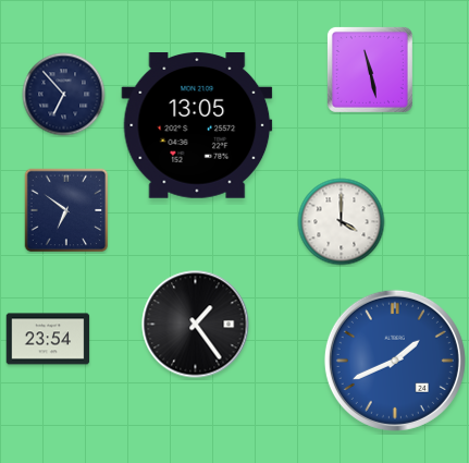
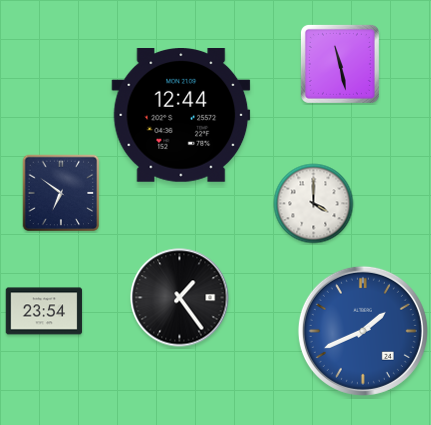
clock at (64, 95): 6:53 -> none
clock at (197, 126): 13:05 -> 12:44
